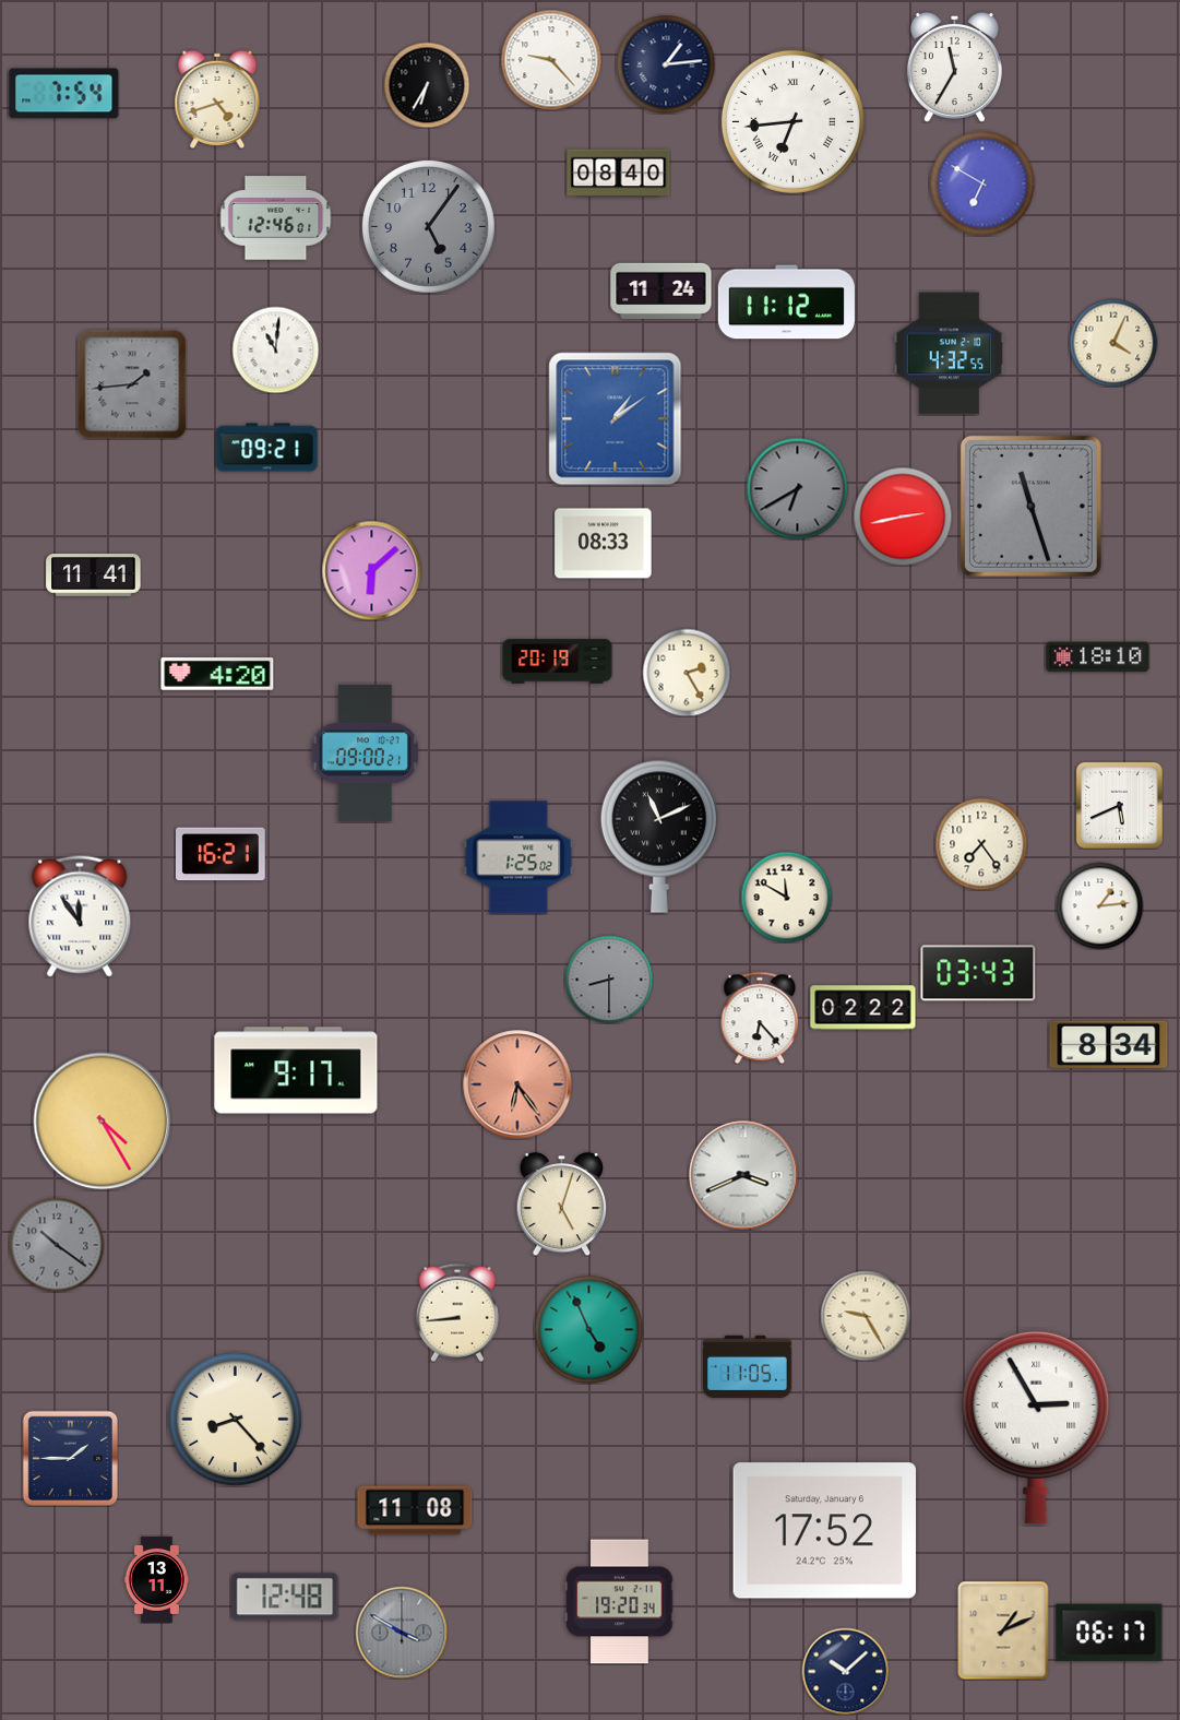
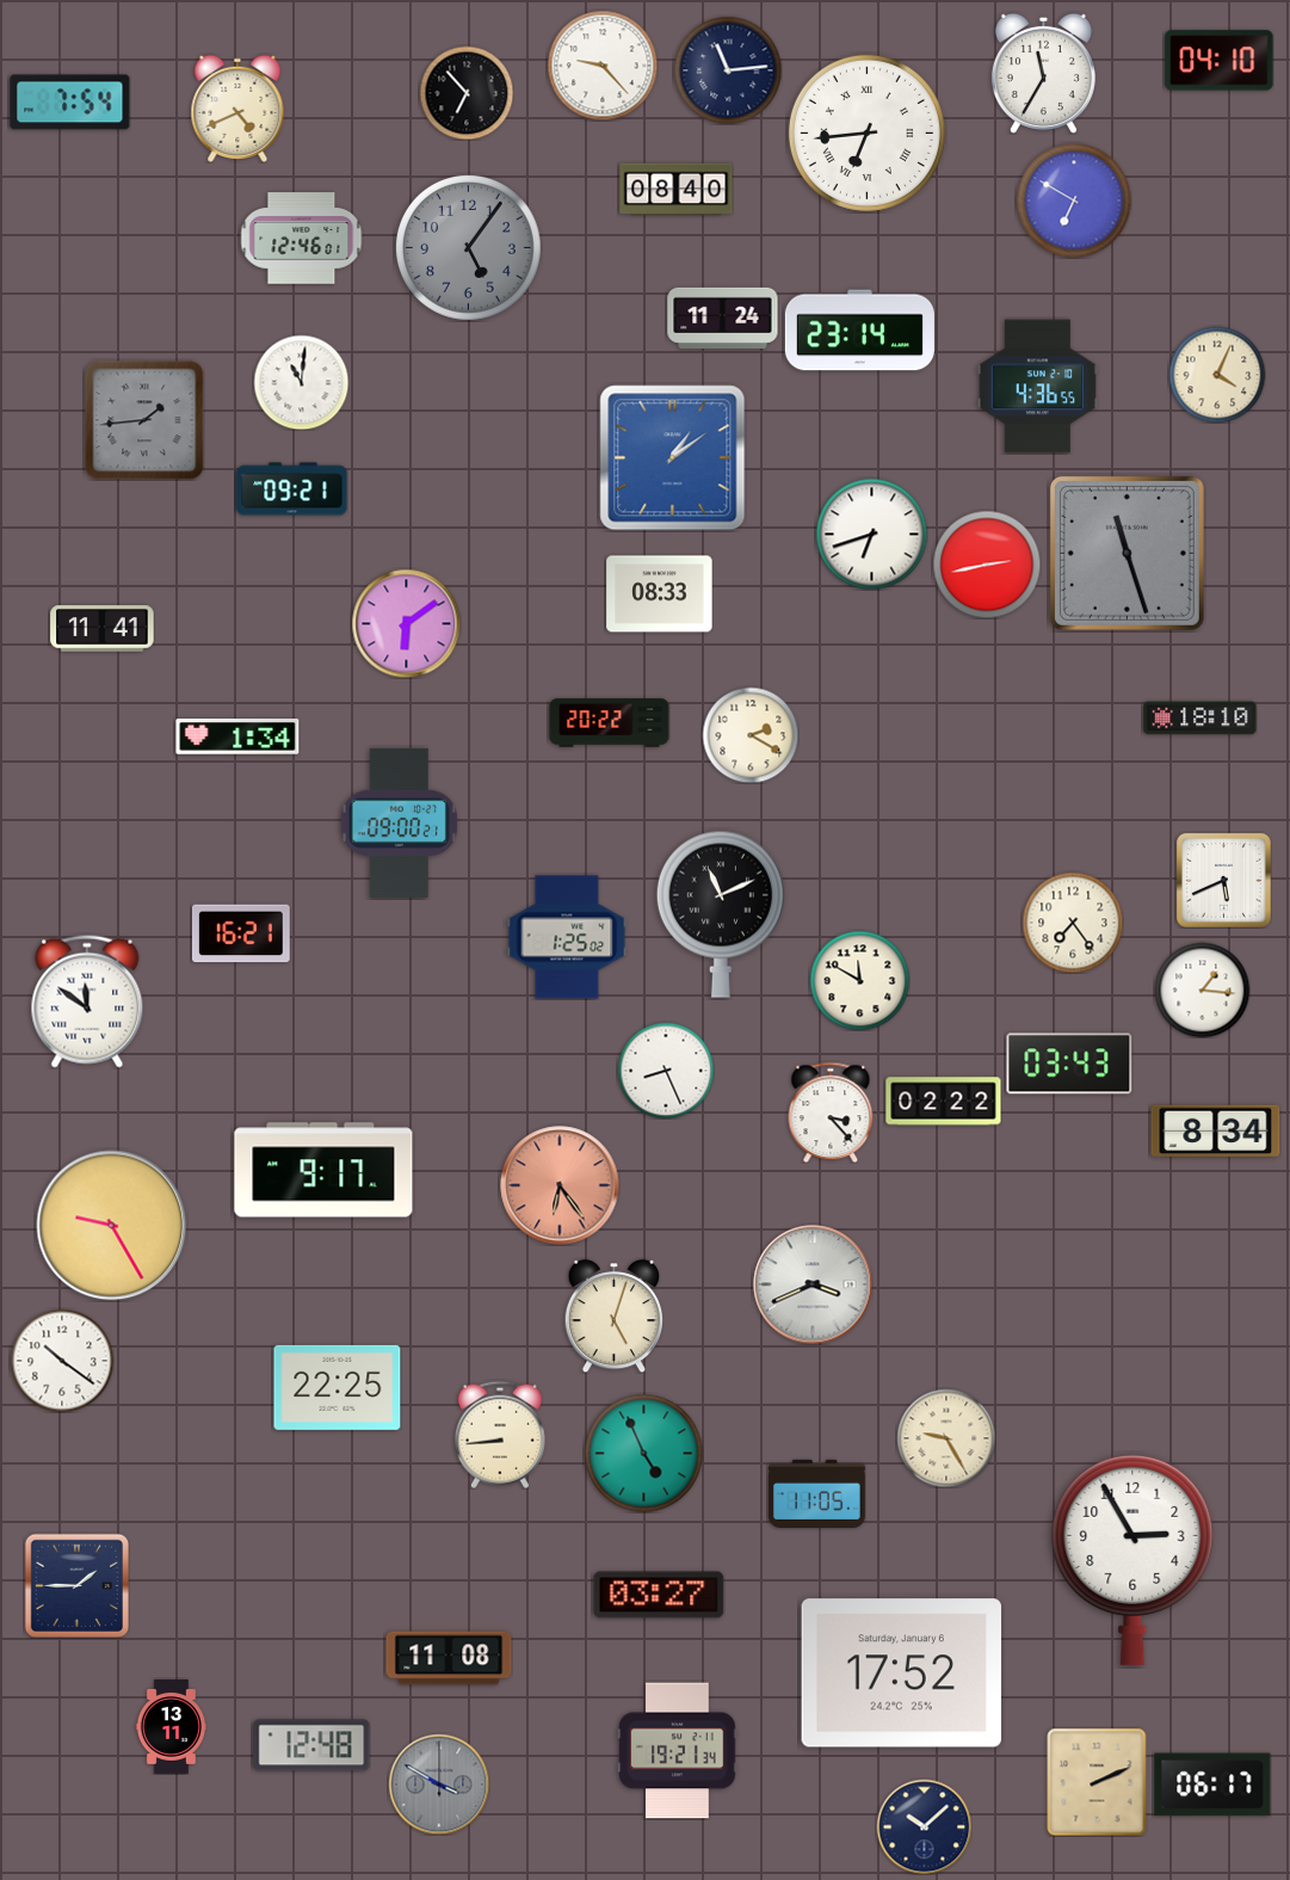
clock at (1220, 61): none -> 04:10
clock at (666, 64): 1:14 -> 11:14
clock at (427, 85): 6:35 -> 6:53
clock at (217, 99): 4:42 -> 4:41
clock at (786, 303): 11:12 -> 23:14
clock at (949, 354): 4:32 -> 4:36
clock at (797, 488): 6:40 -> 6:42
clock at (797, 488) dial: grey -> white
clock at (371, 570): 6:08 -> 6:09
clock at (558, 662): 20:19 -> 20:22
clock at (687, 673): 2:25 -> 2:20
clock at (217, 675): 4:20 -> 1:34
clock at (1099, 905): 1:14 -> 1:16
clock at (80, 916): 11:54 -> 11:51
clock at (609, 980): 8:30 -> 8:26
clock at (609, 980) dial: grey -> white
clock at (760, 1018): 6:23 -> 3:23
clock at (1109, 1045) position: (1109, 1045) -> (1216, 1132)
clock at (517, 1084) position: (517, 1084) -> (560, 1185)
clock at (103, 1122): 4:25 -> 9:25
clock at (57, 1245) dial: grey -> white
clock at (338, 1387): none -> 22:25
clock at (235, 1419): 8:23 -> none
clock at (1036, 1426) numerals: Roman -> Arabic
clock at (70, 1458) position: (70, 1458) -> (76, 1585)
clock at (659, 1595): none -> 03:27
clock at (415, 1510) position: (415, 1510) -> (449, 1658)
clock at (620, 1602): 19:20 -> 19:21
clock at (1003, 1630): 1:11 -> 2:11
